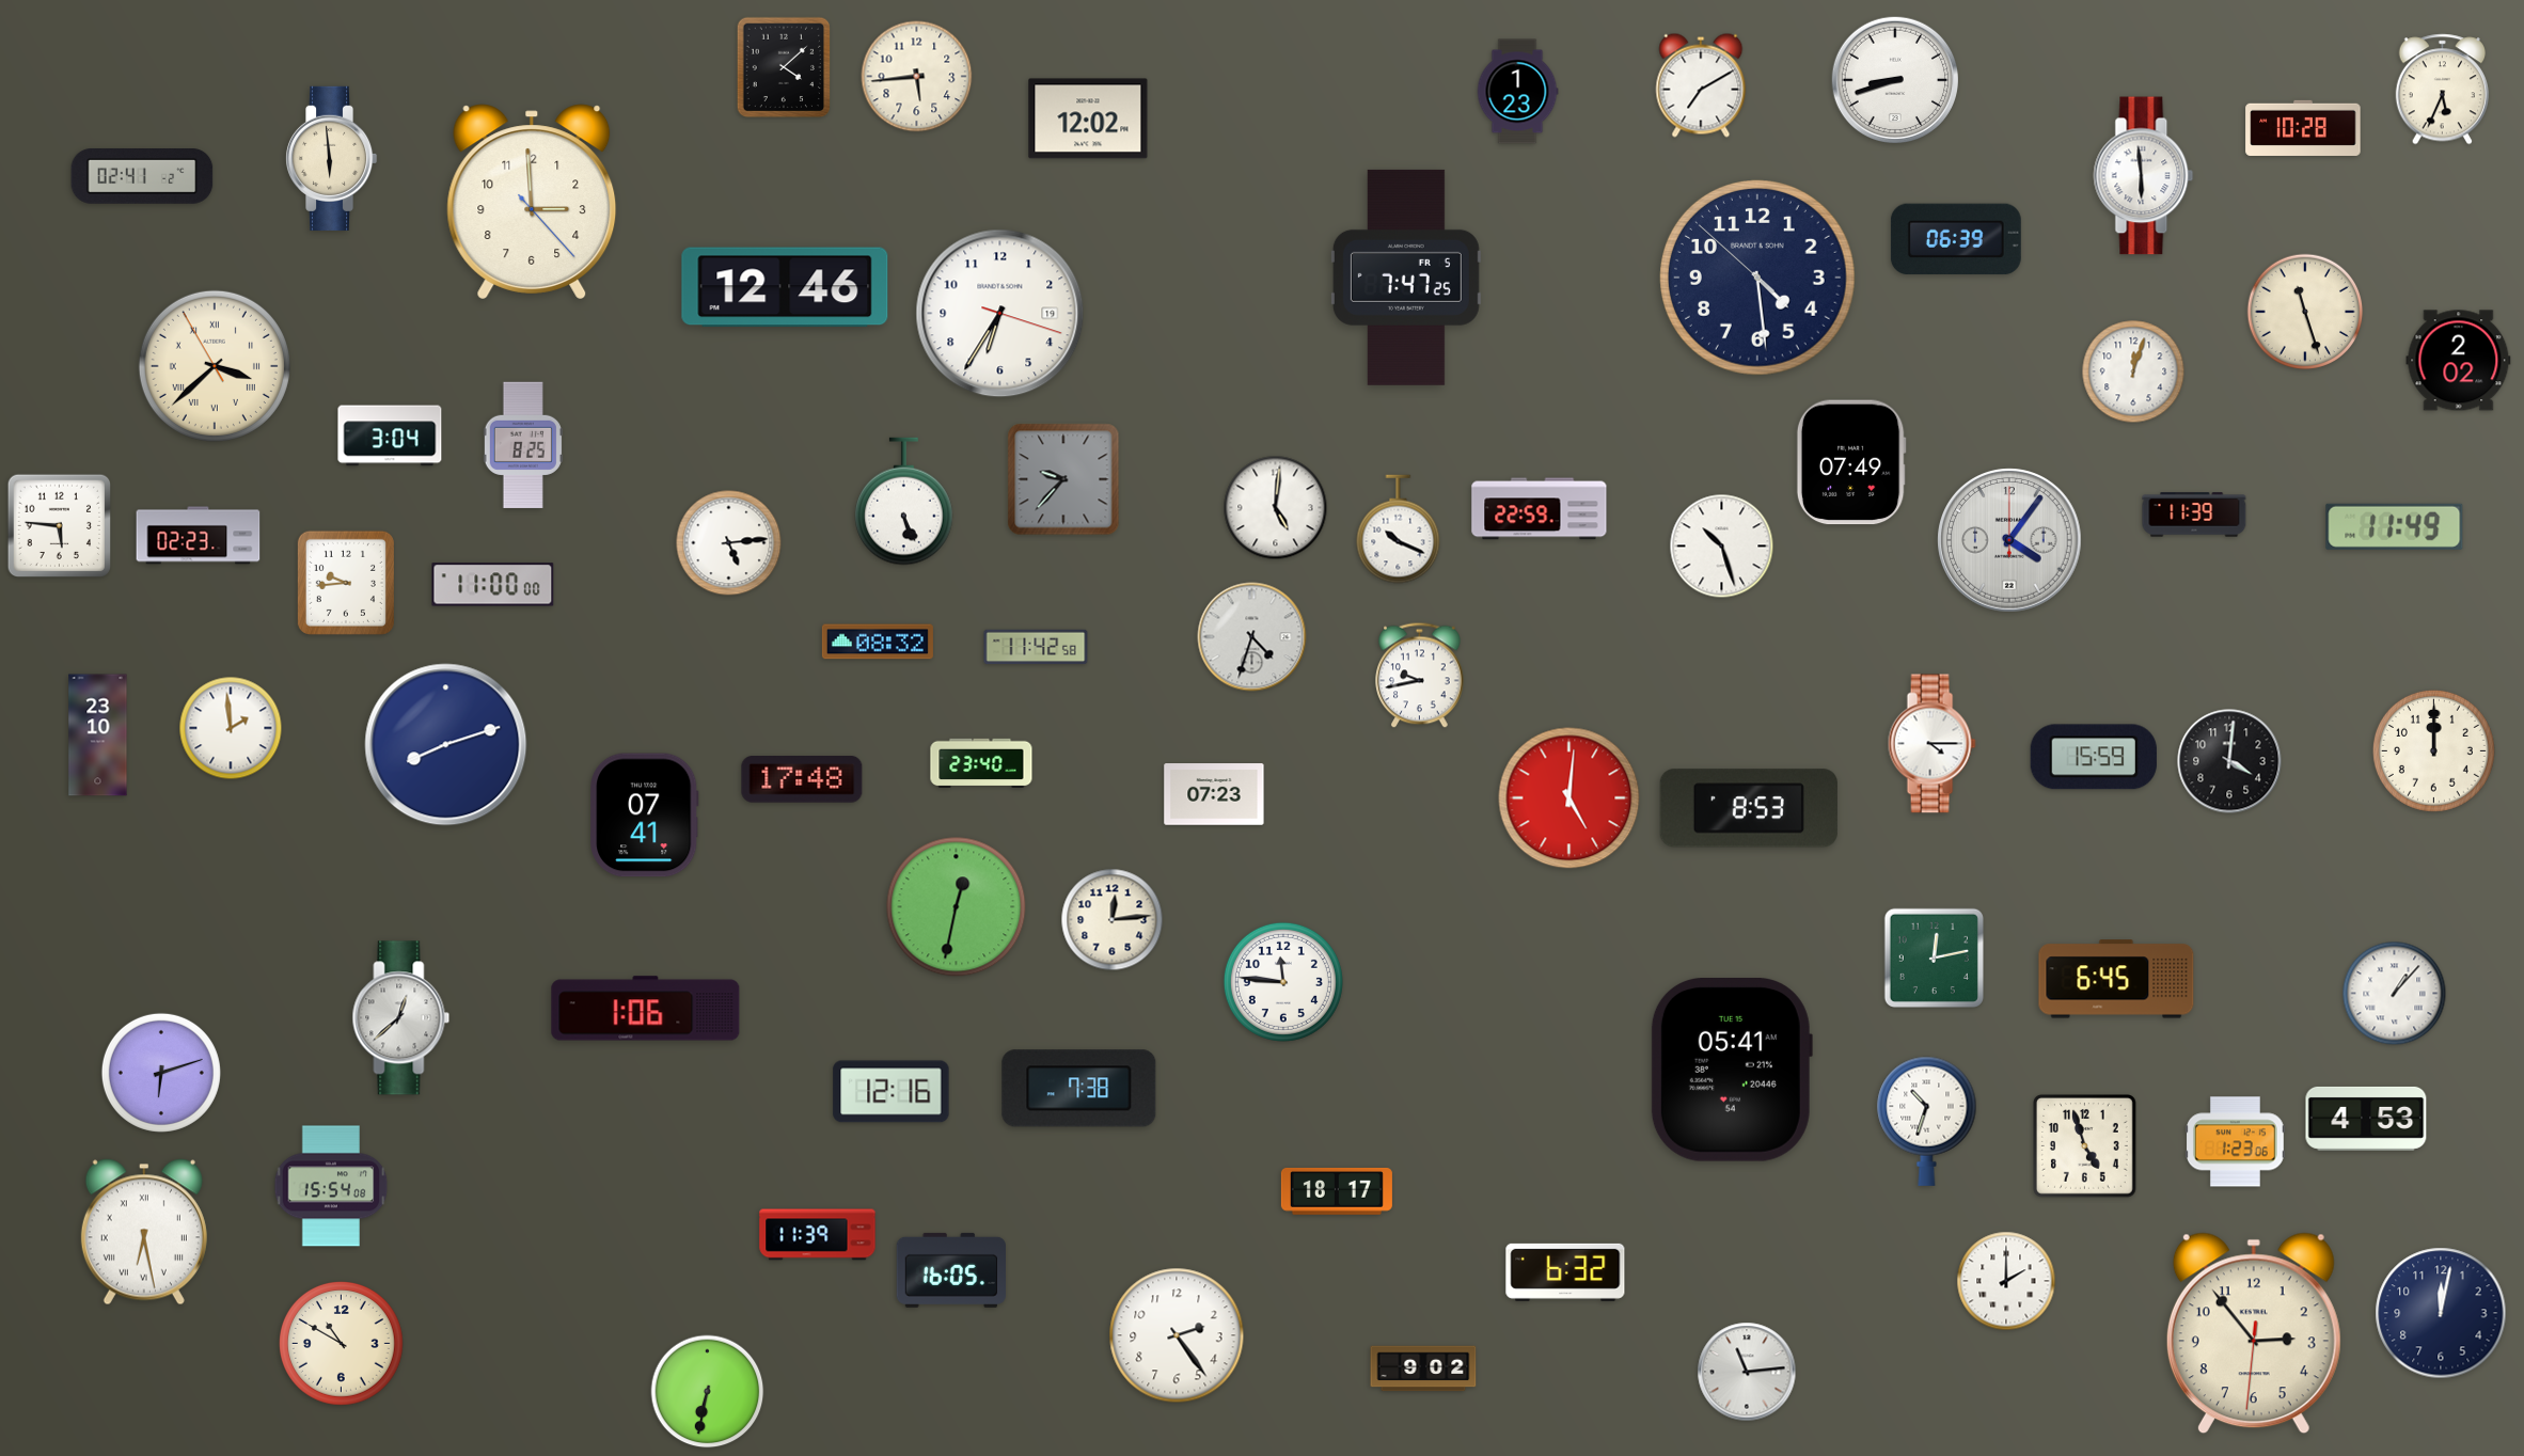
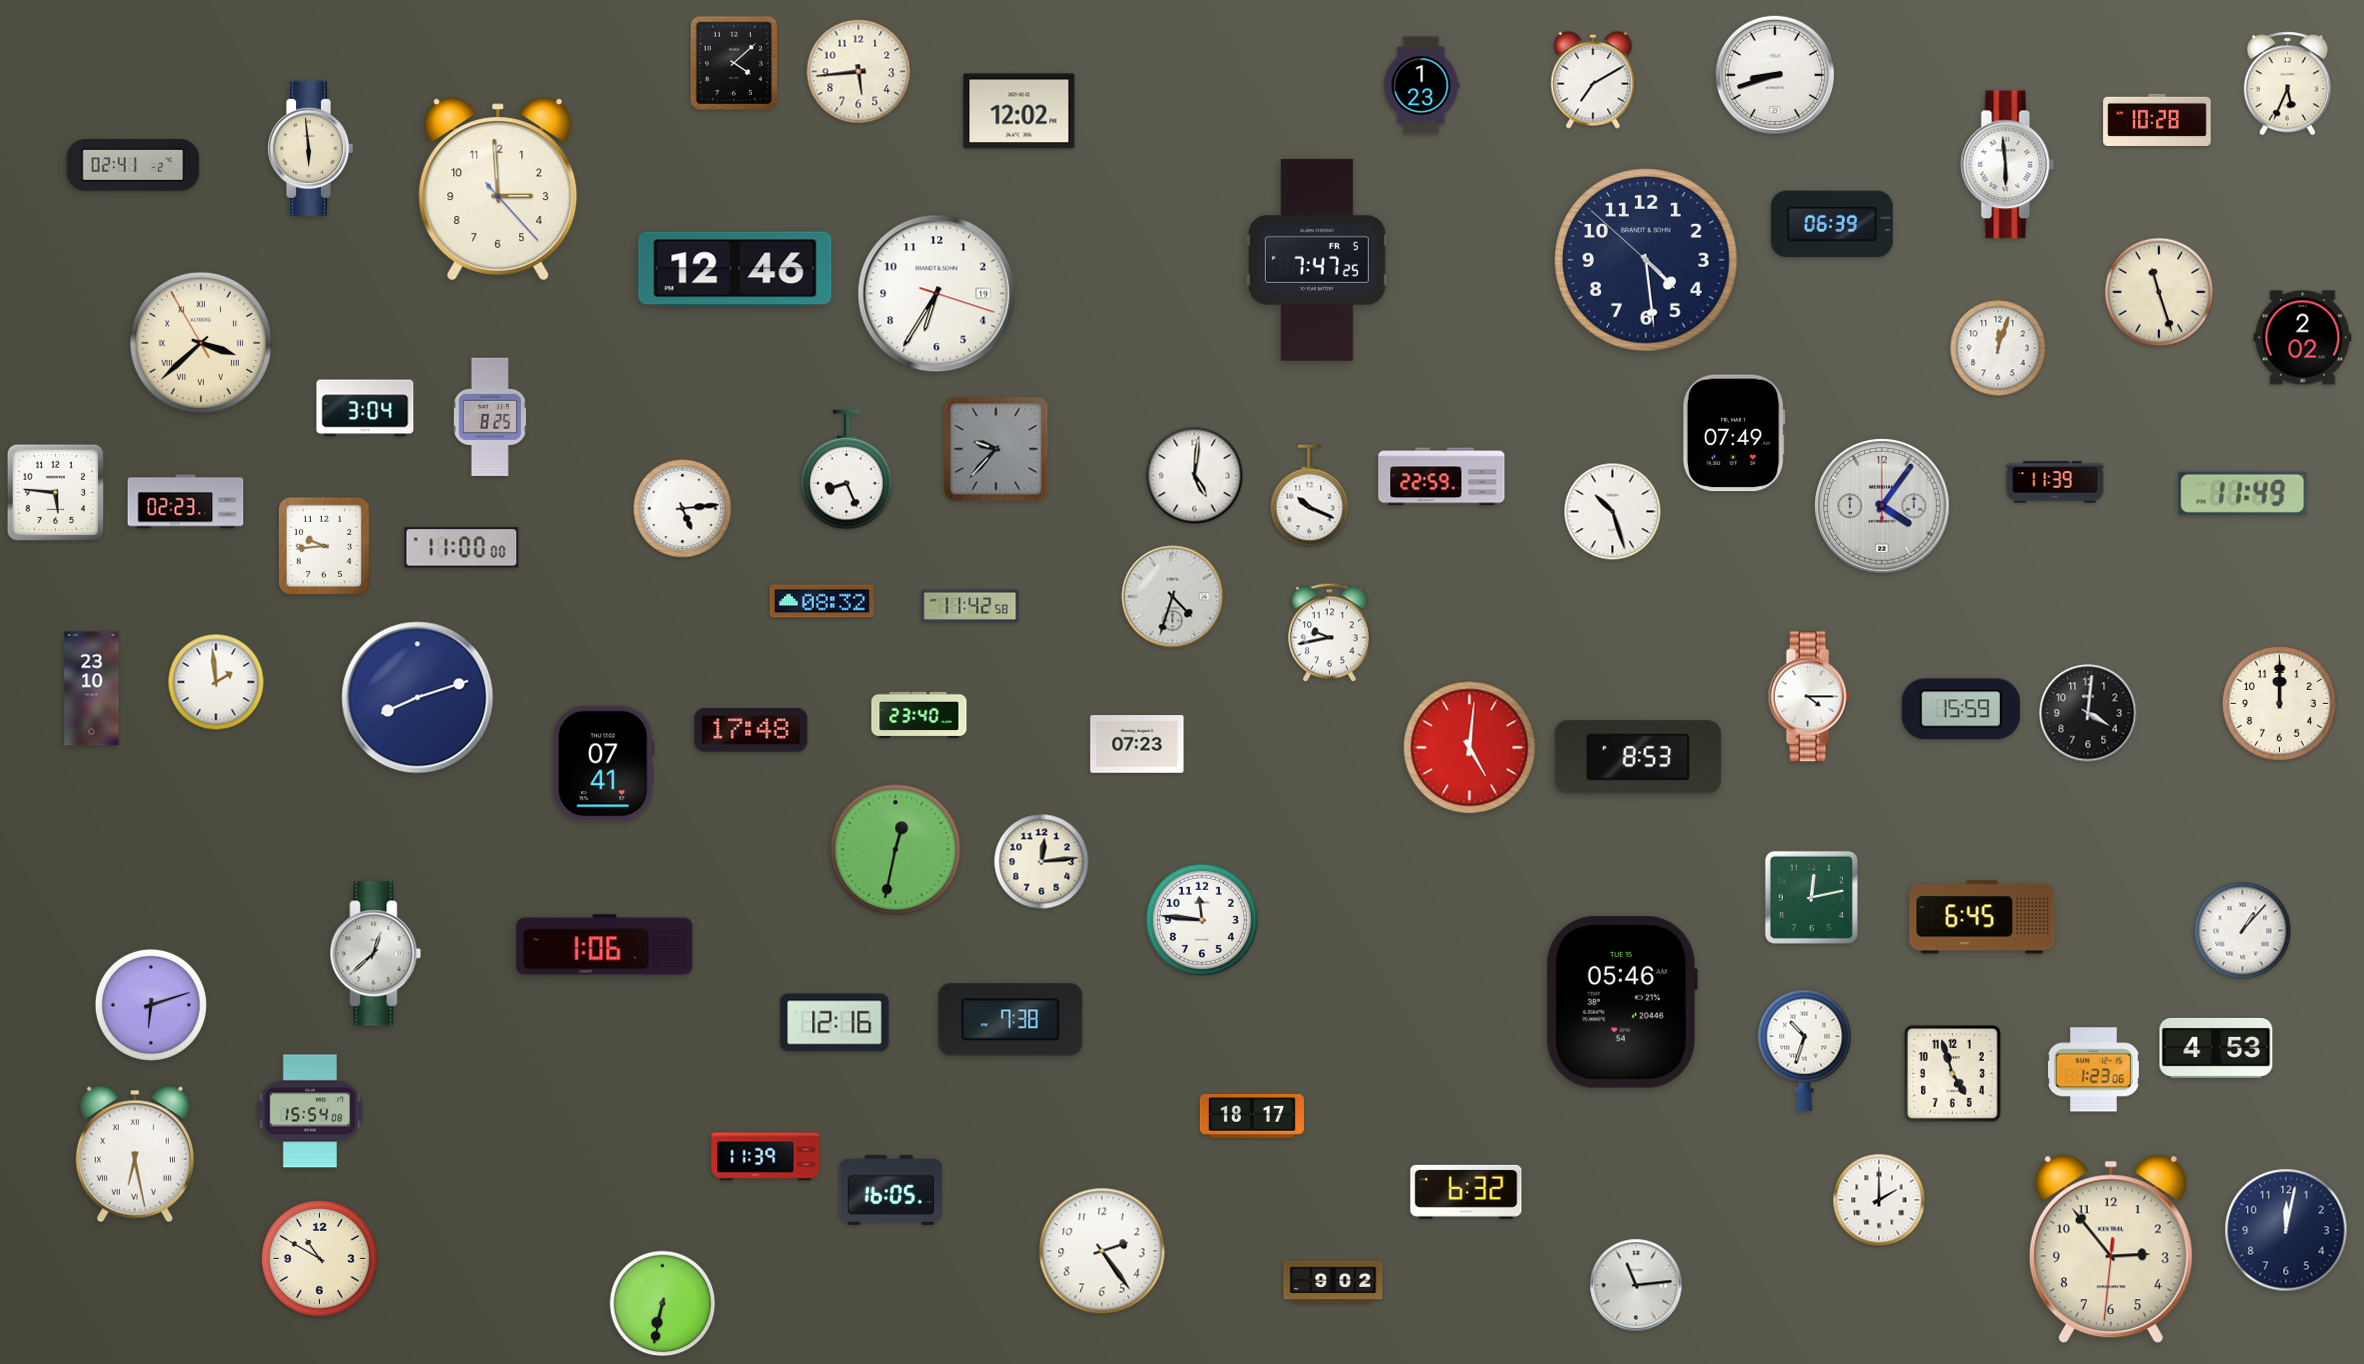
clock at (904, 502): 5:26 -> 8:26
clock at (1732, 1071): 05:41 -> 05:46
